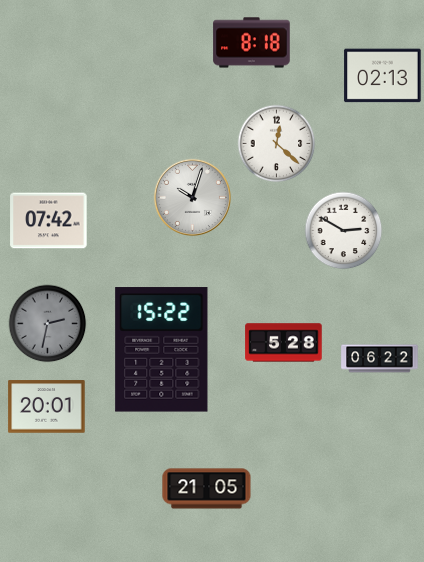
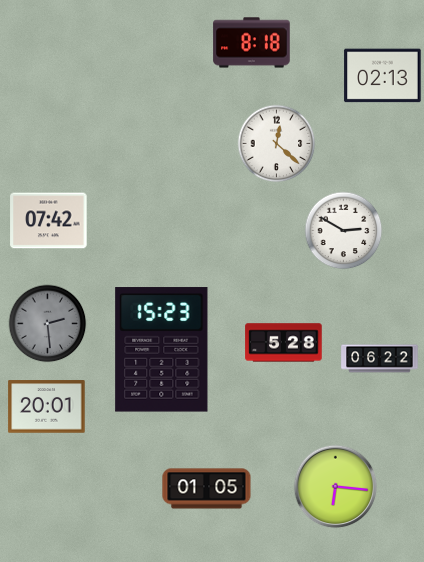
clock at (192, 197): 10:03 -> none
clock at (47, 323): 2:32 -> 2:29
clock at (162, 350): 15:22 -> 15:23
clock at (335, 486): none -> 6:16
clock at (207, 489): 21:05 -> 01:05
